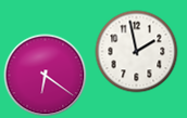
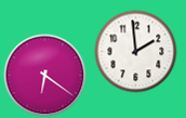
clock at (137, 52): 1:58 -> 1:59
